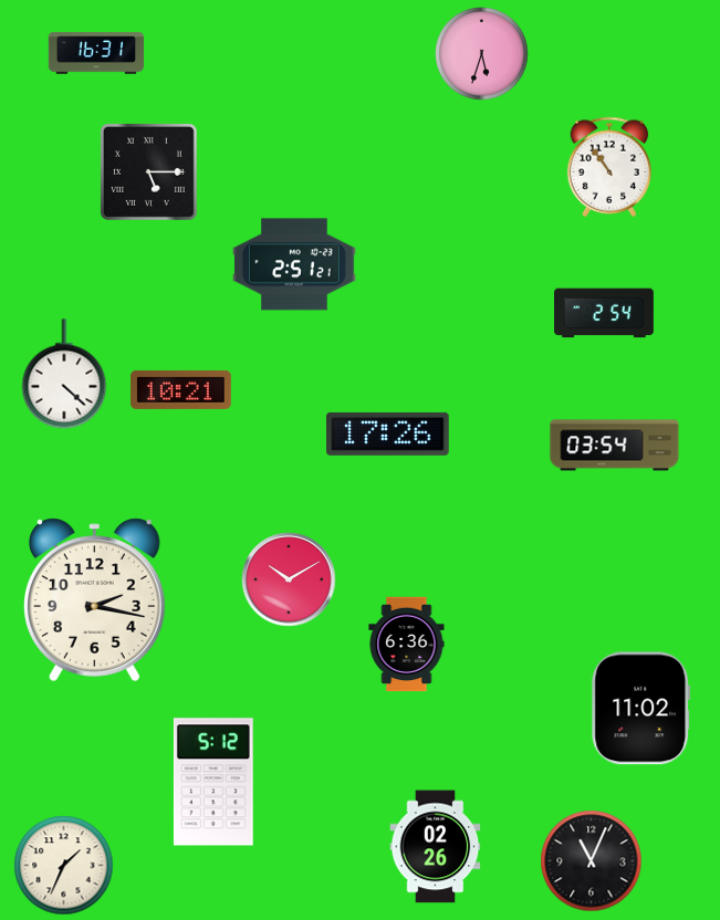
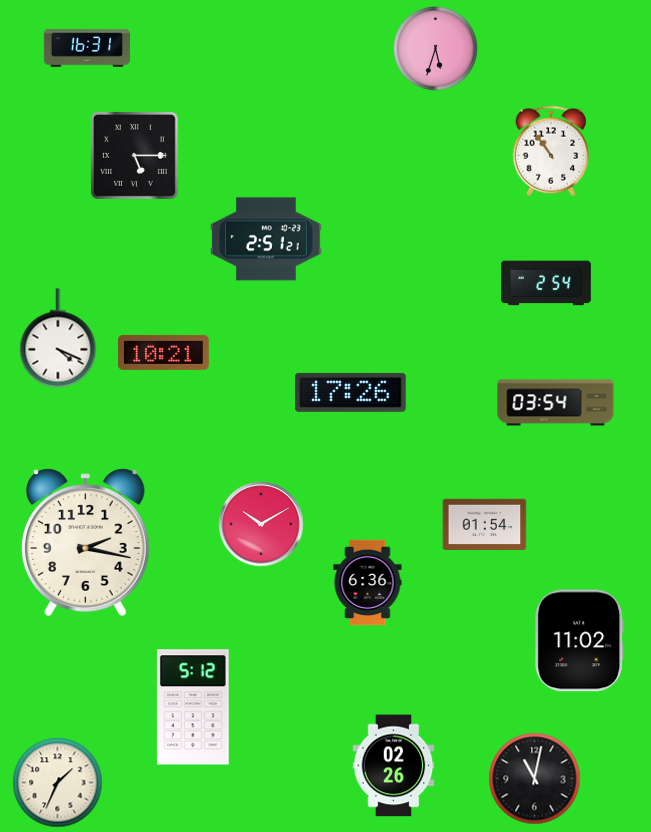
clock at (64, 374): 4:22 -> 4:19
clock at (485, 524): none -> 01:54
clock at (592, 861): 11:04 -> 11:02
